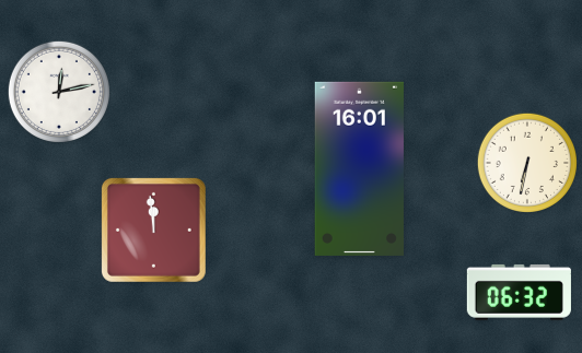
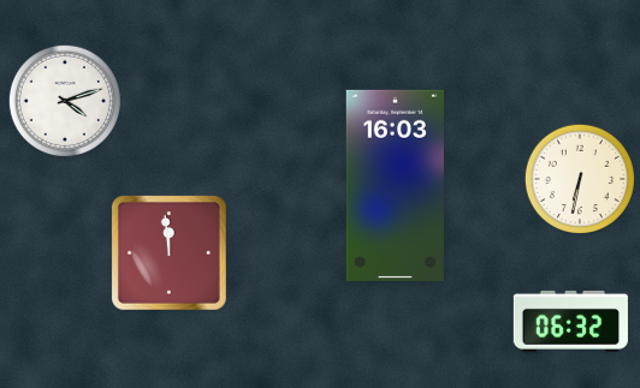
clock at (59, 92): 12:13 -> 4:12
clock at (359, 168): 16:01 -> 16:03
